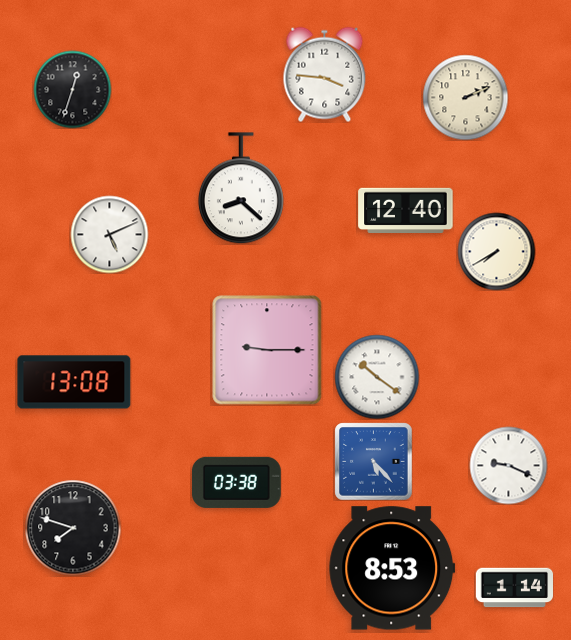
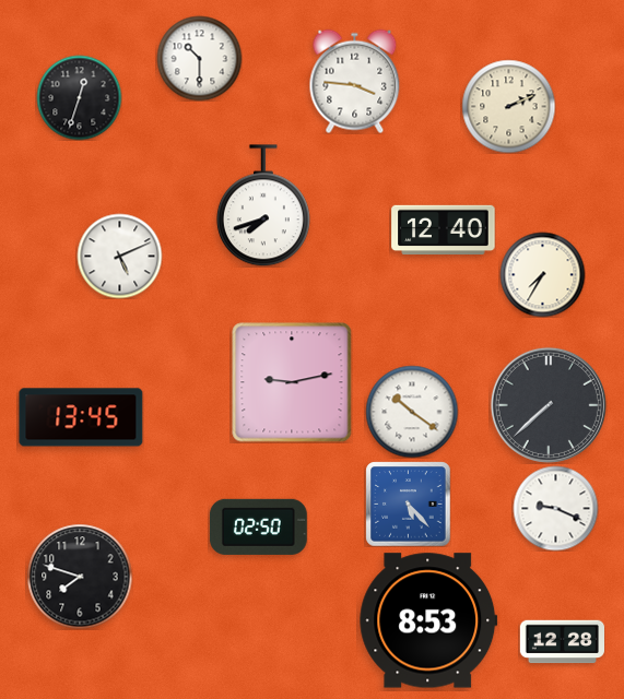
clock at (199, 58): none -> 10:30
clock at (241, 188): 8:22 -> 7:42
clock at (496, 251): 7:40 -> 7:35
clock at (267, 350): 9:15 -> 9:13
clock at (549, 405): none -> 7:38
clock at (74, 382): 13:08 -> 13:45
clock at (236, 482): 03:38 -> 02:50
clock at (514, 588): 1:14 -> 12:28
